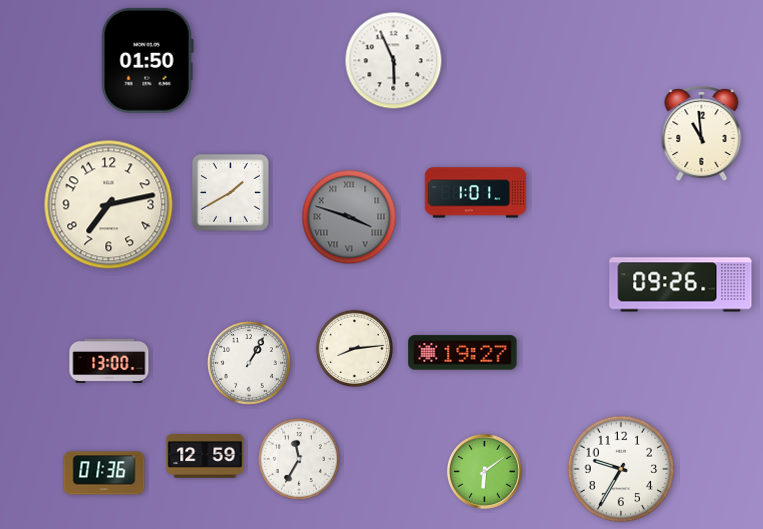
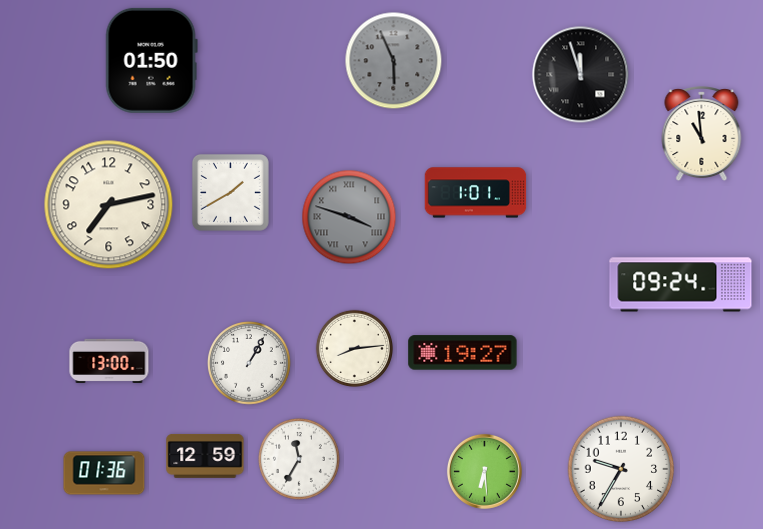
clock at (147, 60) position: (147, 60) -> (151, 60)
clock at (394, 61) dial: white -> grey
clock at (581, 75): none -> 11:57
clock at (681, 285): 09:26 -> 09:24
clock at (484, 471): 6:09 -> 6:29
